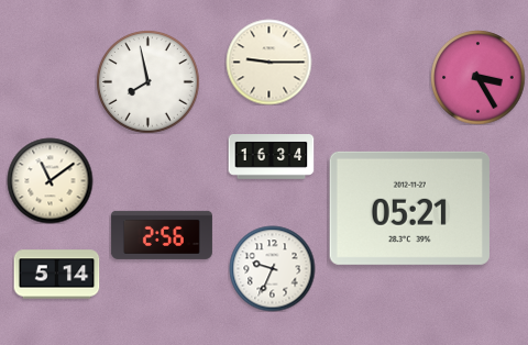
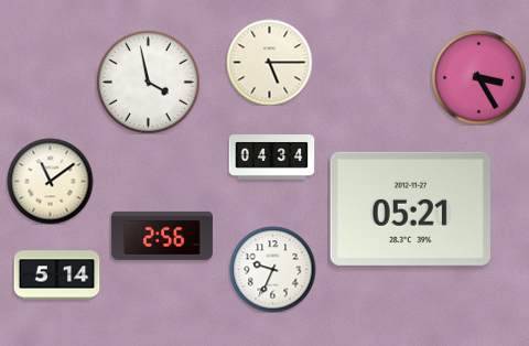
clock at (268, 62): 9:15 -> 5:15
clock at (148, 82): 7:58 -> 3:58
clock at (271, 157): 16:34 -> 04:34
